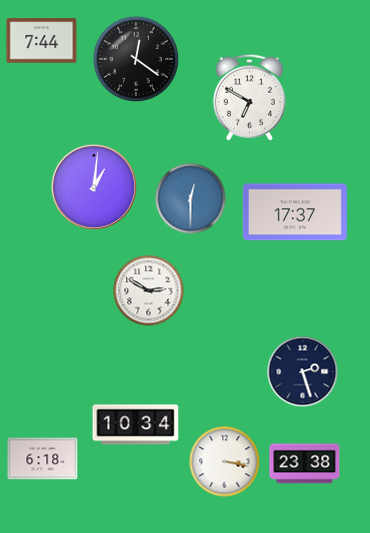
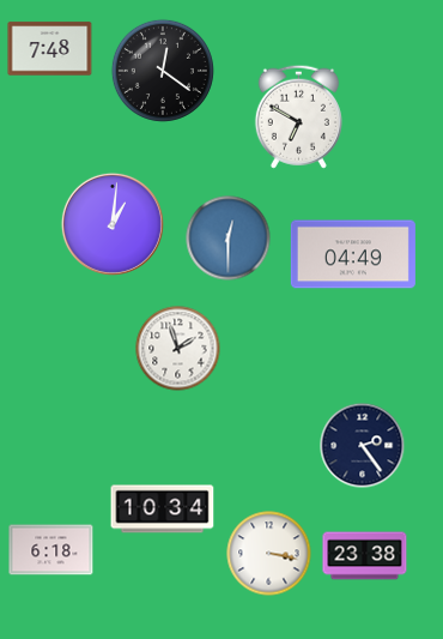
clock at (42, 41): 7:44 -> 7:48
clock at (295, 212): 17:37 -> 04:49
clock at (149, 291): 2:50 -> 1:57
clock at (303, 372): 2:27 -> 2:24
